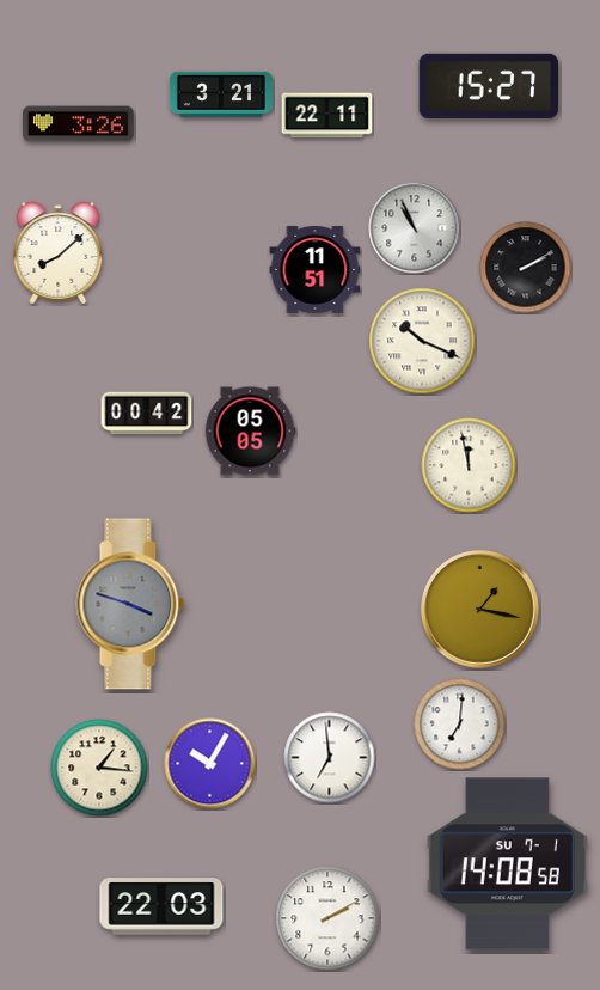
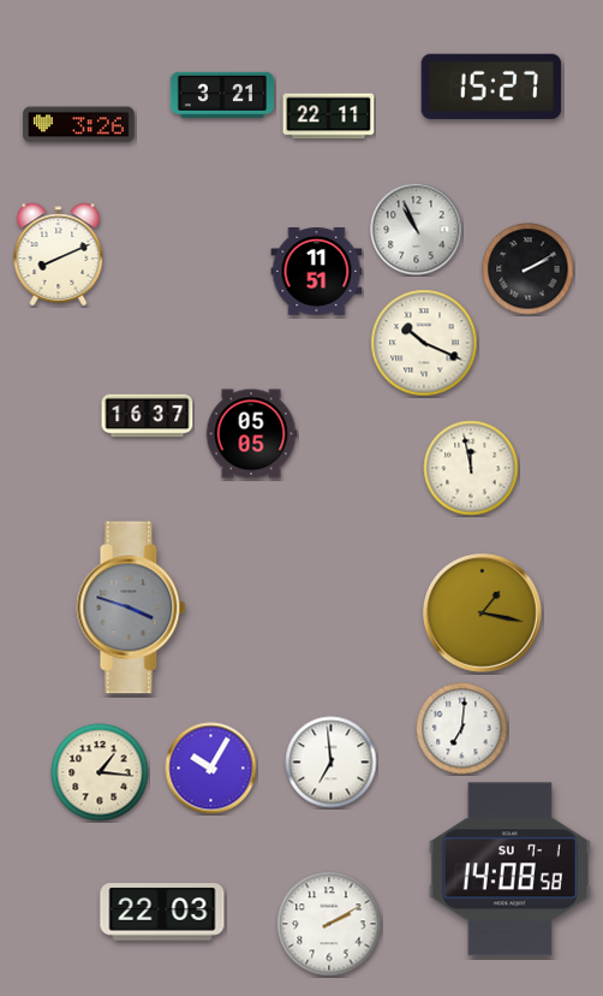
clock at (59, 253): 8:08 -> 8:11
clock at (147, 414): 00:42 -> 16:37
